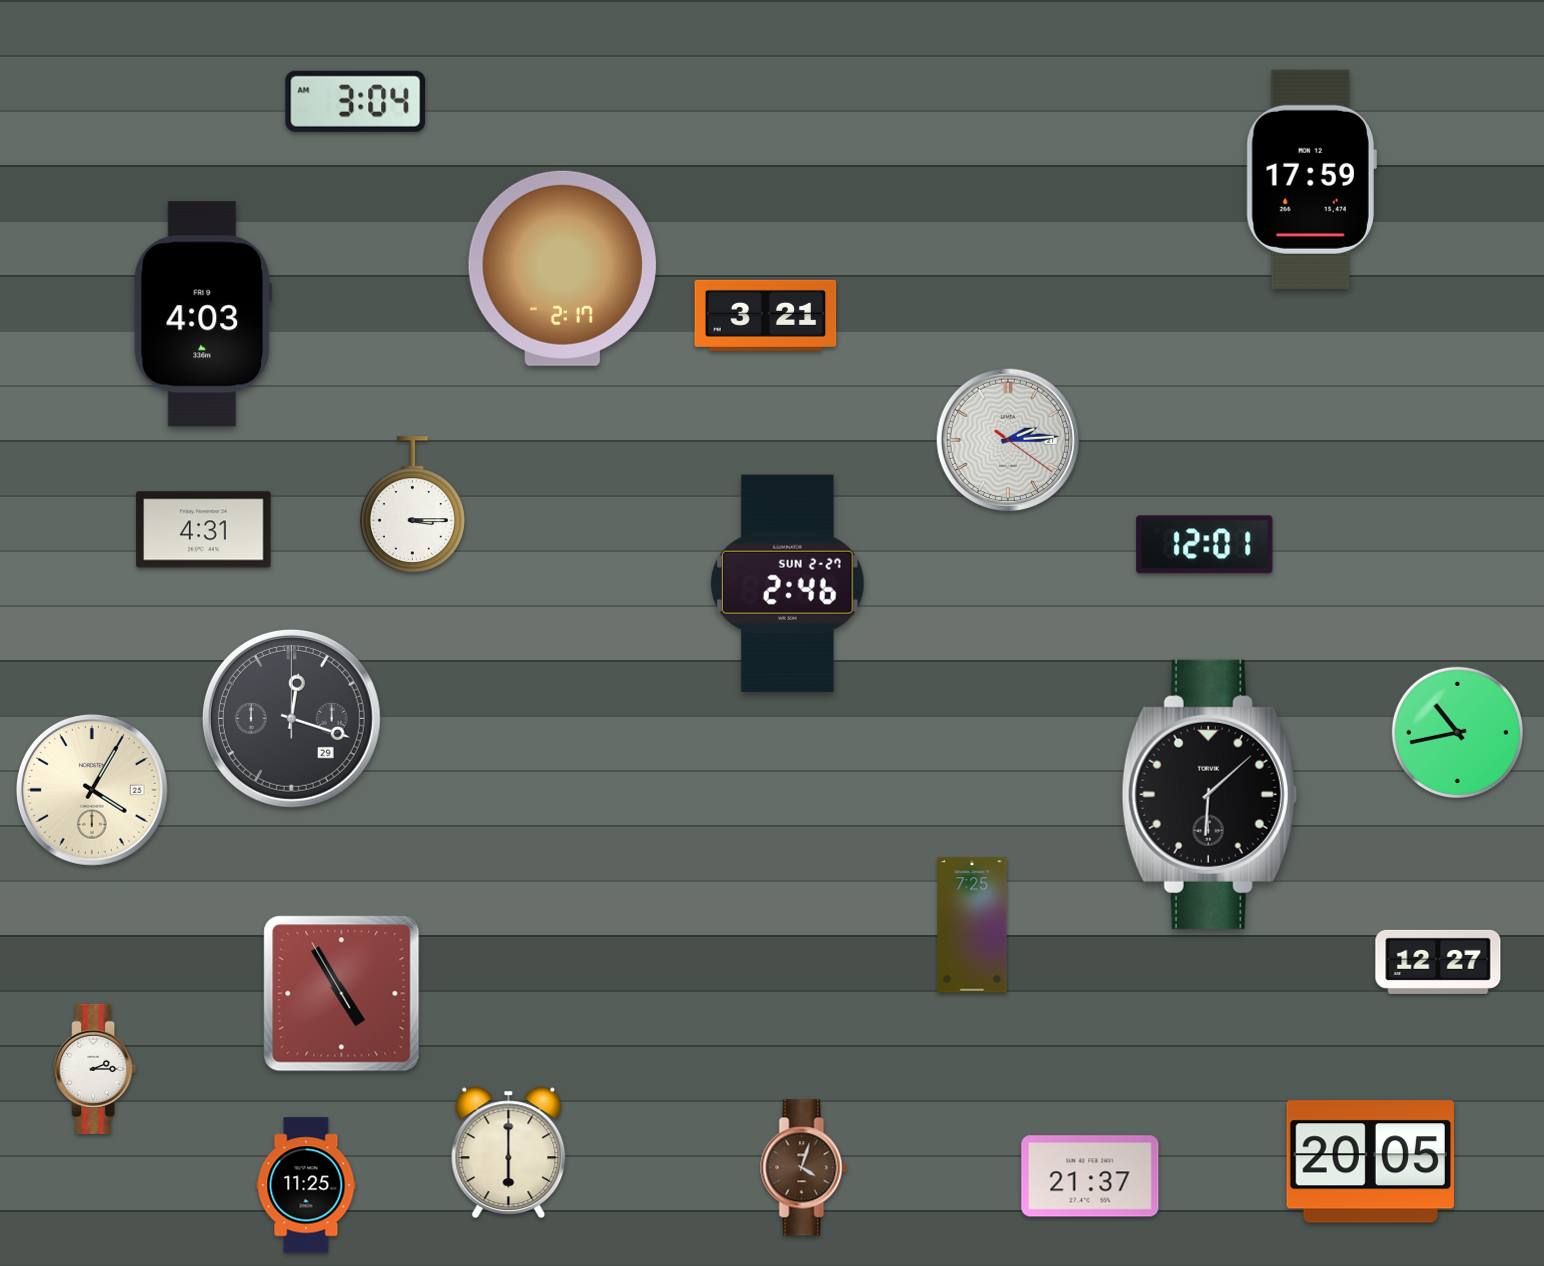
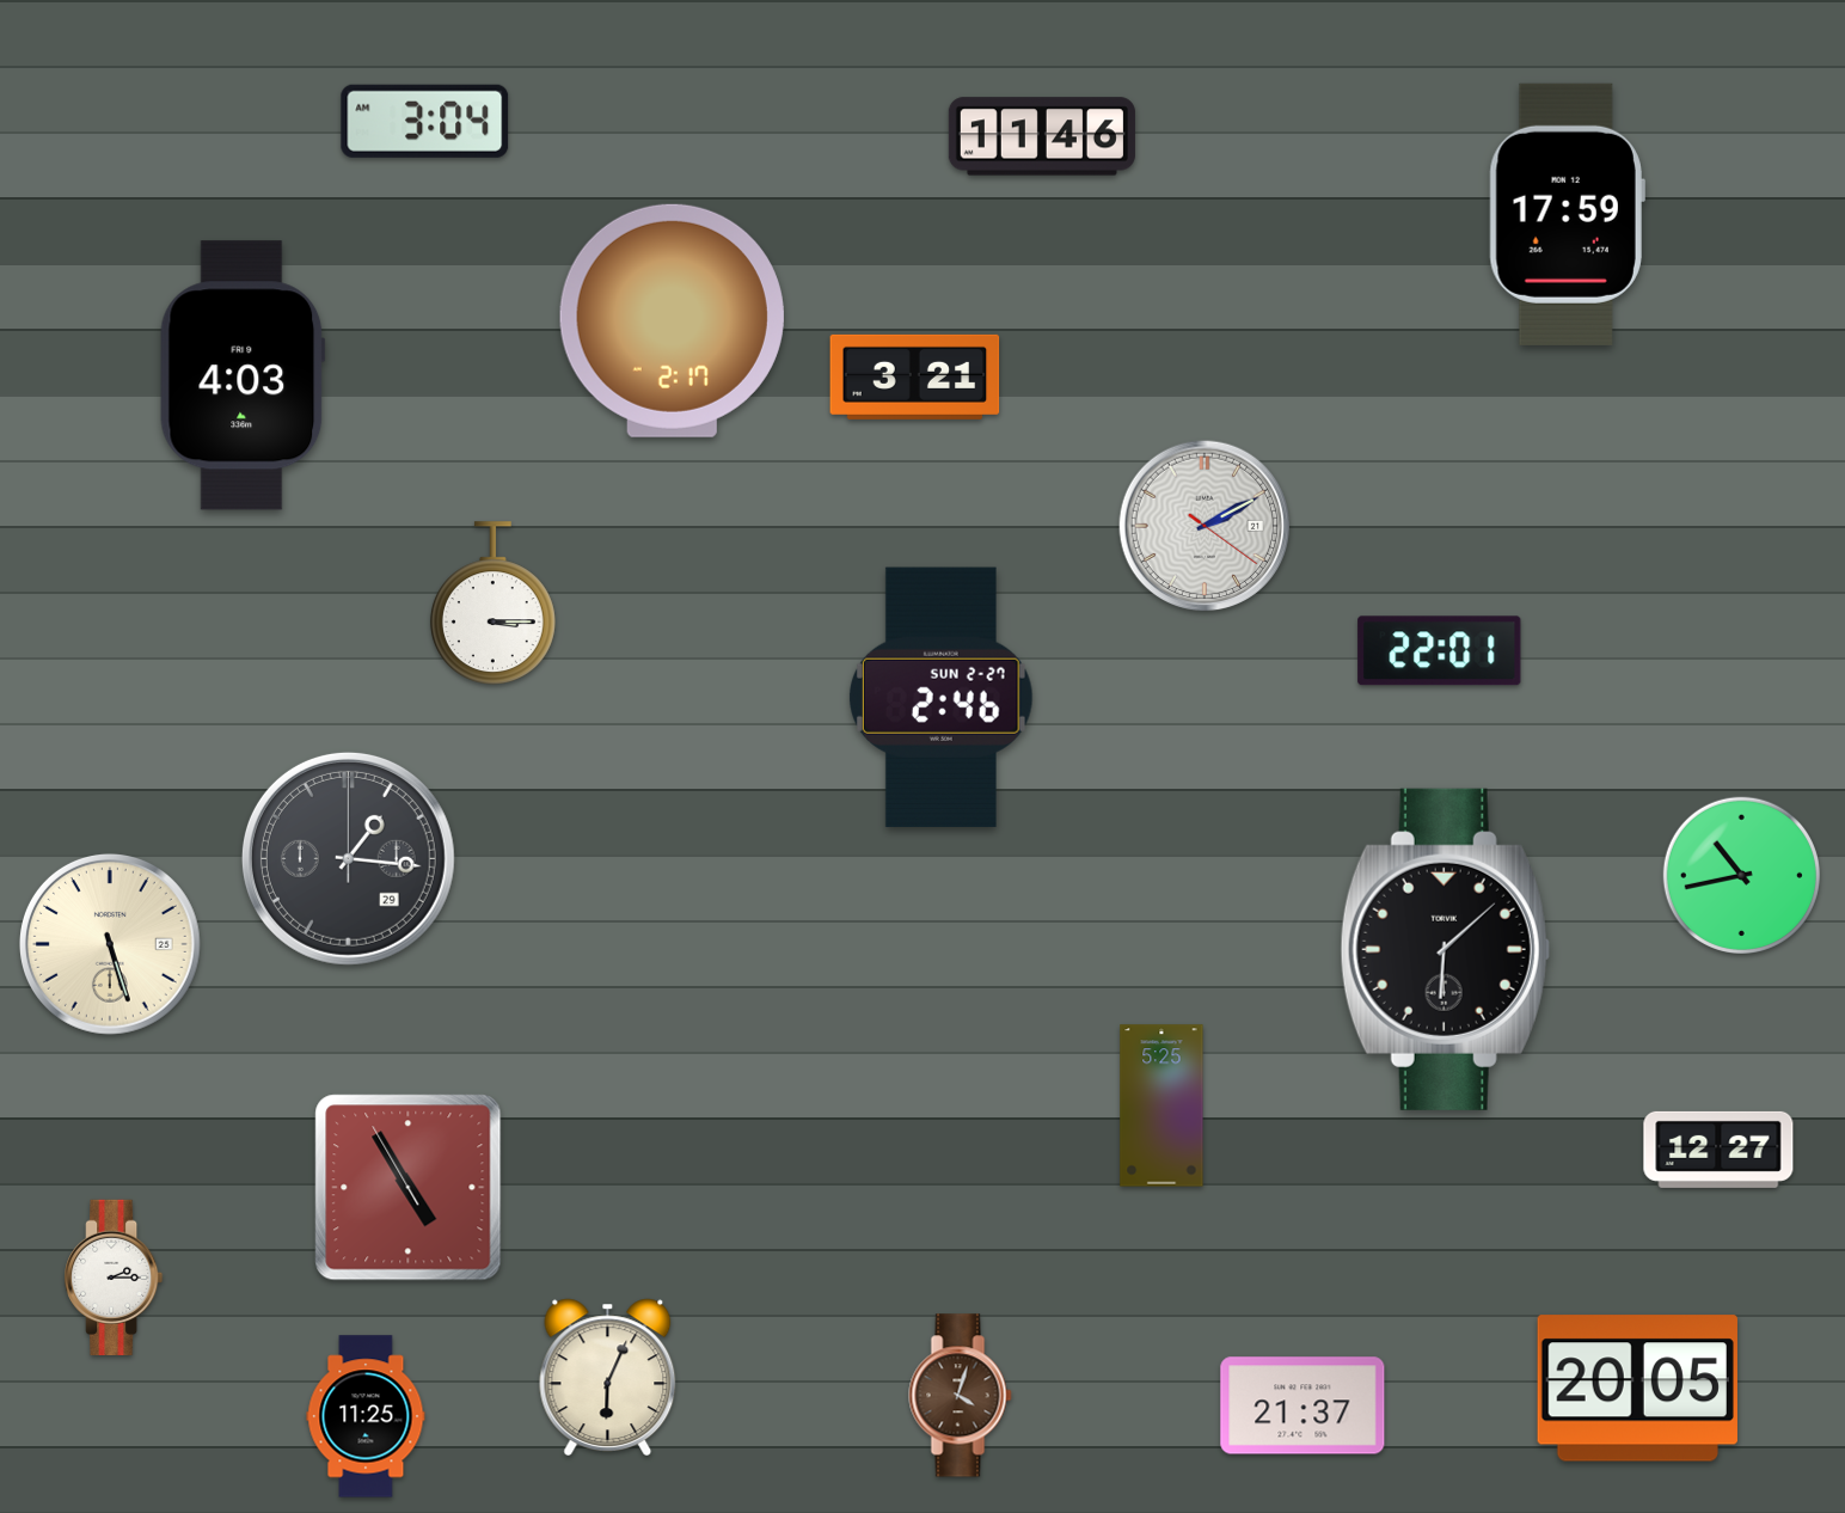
clock at (1042, 136): none -> 11:46
clock at (1008, 440): 2:14 -> 2:10
clock at (204, 530): 4:31 -> none
clock at (1205, 545): 12:01 -> 22:01
clock at (291, 718): 12:18 -> 1:16
clock at (92, 790): 4:05 -> 5:27
clock at (972, 925): 7:25 -> 5:25
clock at (509, 1152): 6:00 -> 6:04
